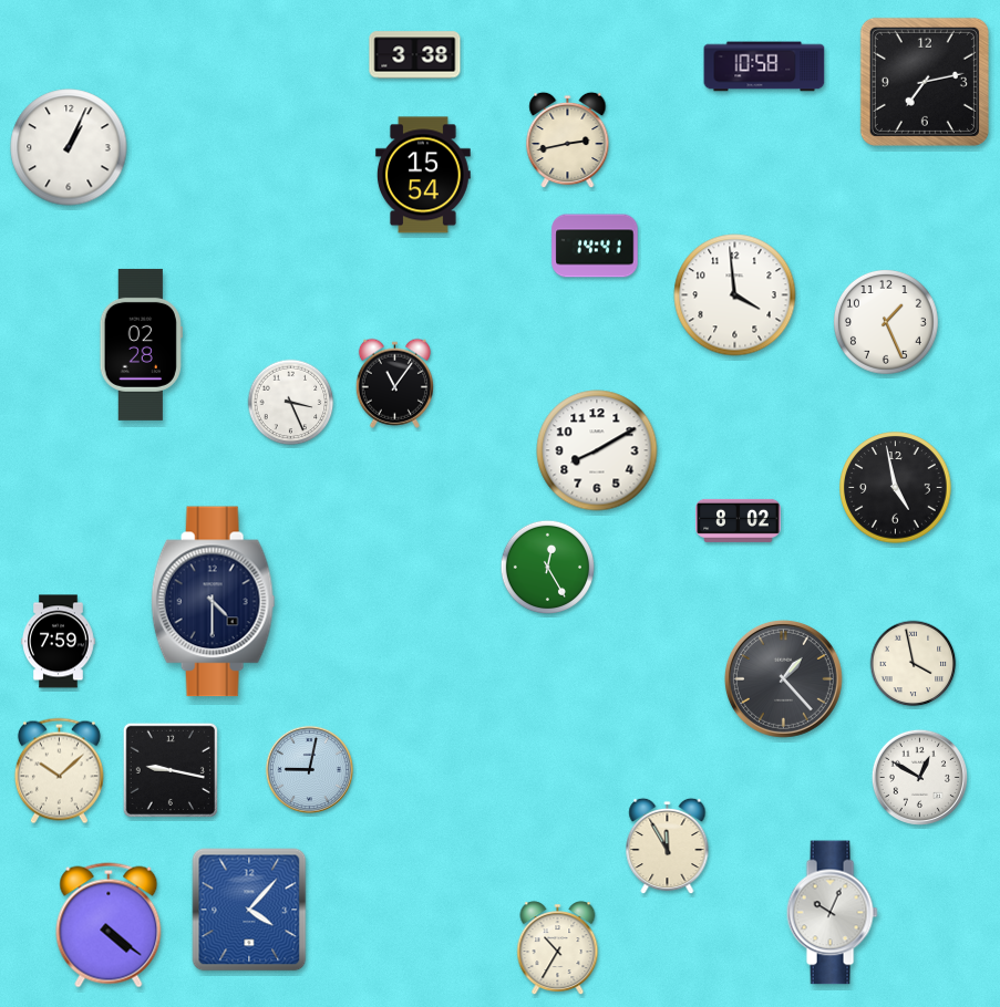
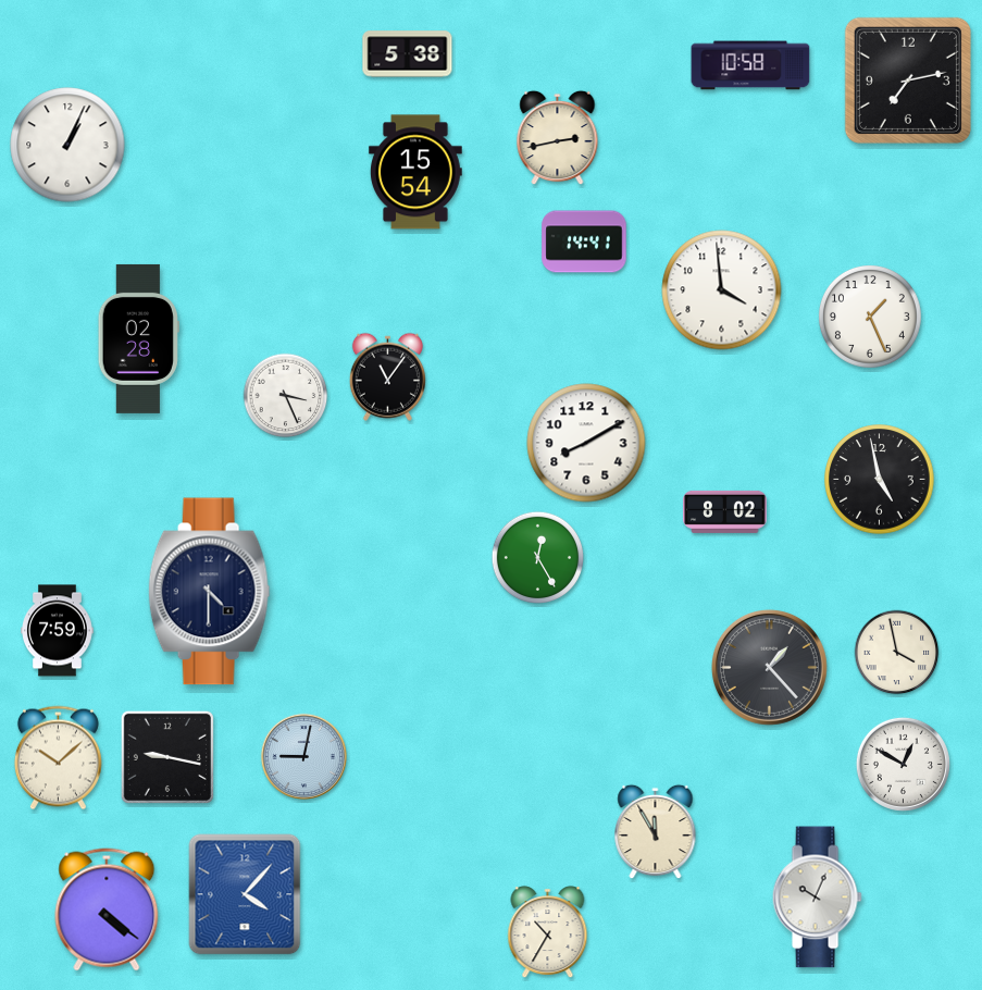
clock at (415, 55): 3:38 -> 5:38
